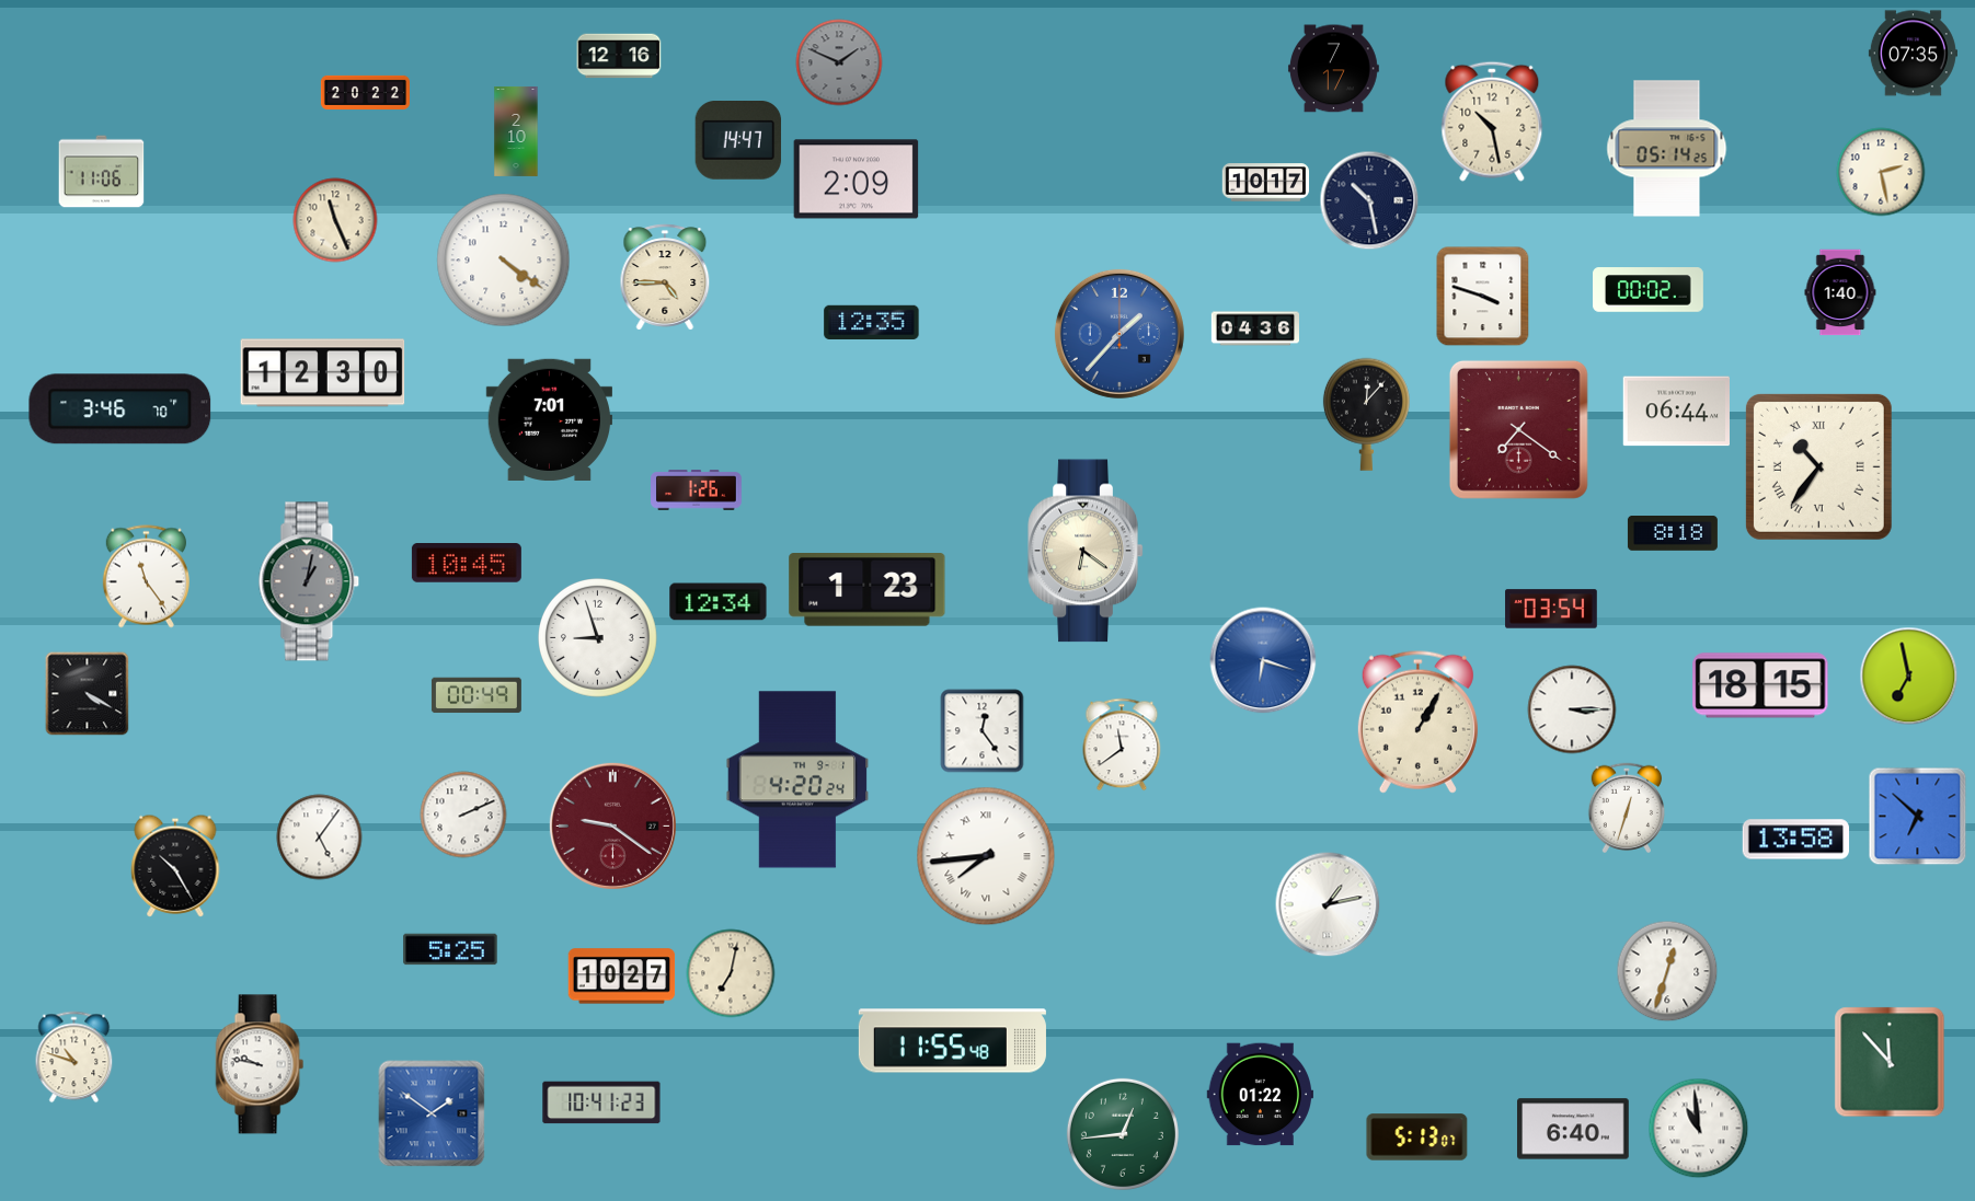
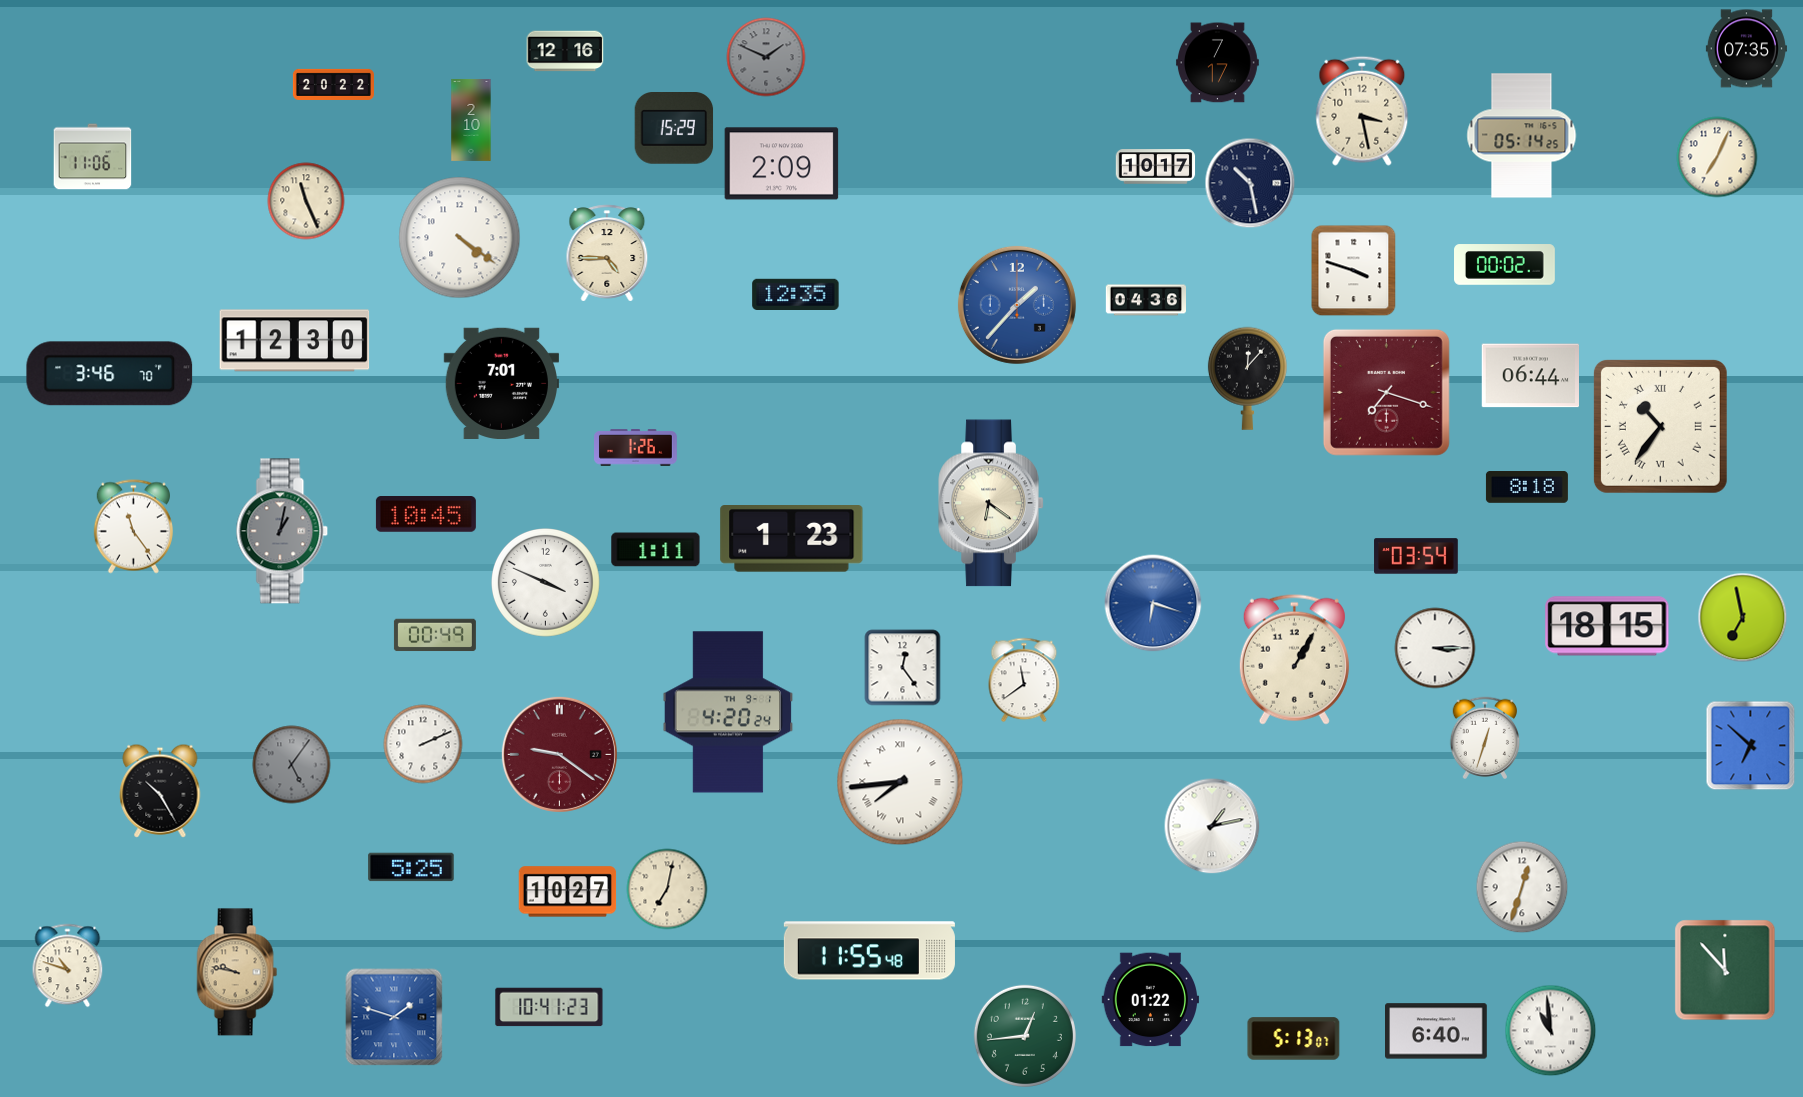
clock at (1492, 122): 10:28 -> 3:28
clock at (738, 141): 14:47 -> 15:29
clock at (1881, 172): 2:28 -> 7:04
clock at (1840, 292): 1:40 -> none
clock at (1119, 334) position: (1119, 334) -> (1017, 305)
clock at (1518, 429): 7:21 -> 7:18
clock at (719, 602): 12:34 -> 1:11
clock at (598, 638): 8:57 -> 3:49
clock at (88, 694): 4:20 -> none
clock at (983, 731) position: (983, 731) -> (903, 668)
clock at (320, 838) dial: white -> grey
clock at (1796, 840): 13:58 -> none
clock at (260, 1064) dial: white -> champagne
clock at (432, 1113): 1:51 -> 1:48
